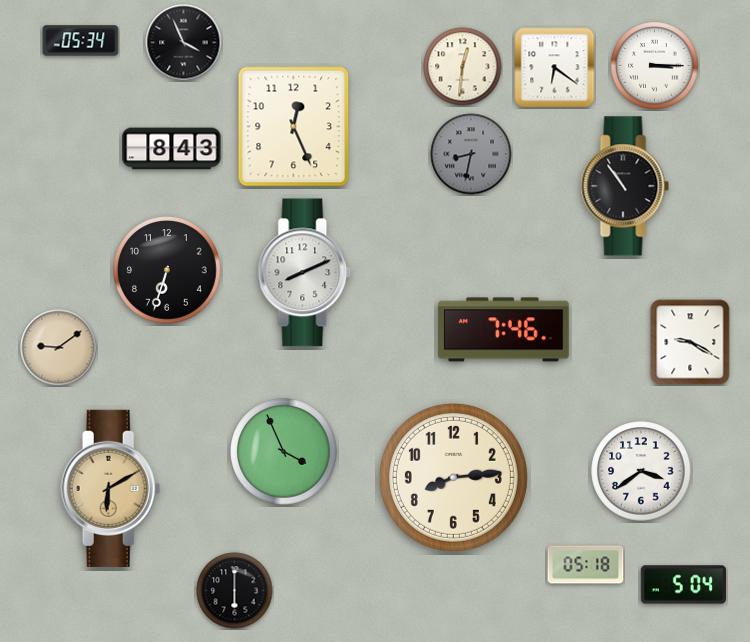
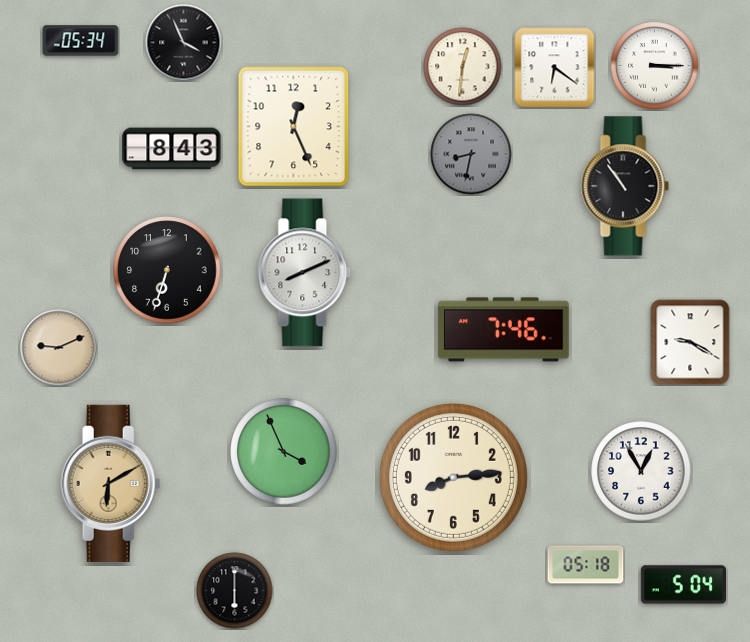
clock at (59, 348): 9:09 -> 9:11
clock at (641, 471): 3:39 -> 12:55
clock at (111, 488) position: (111, 488) -> (111, 483)
